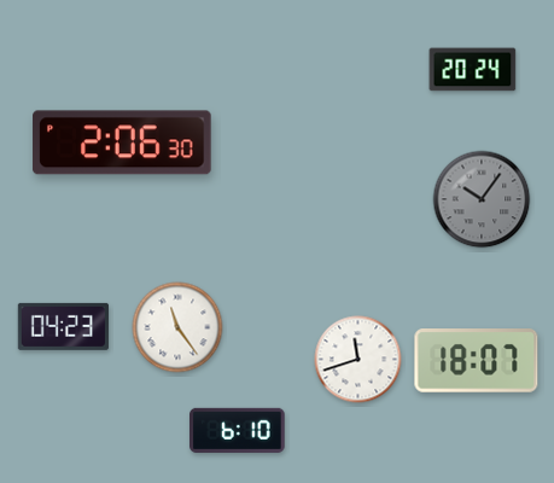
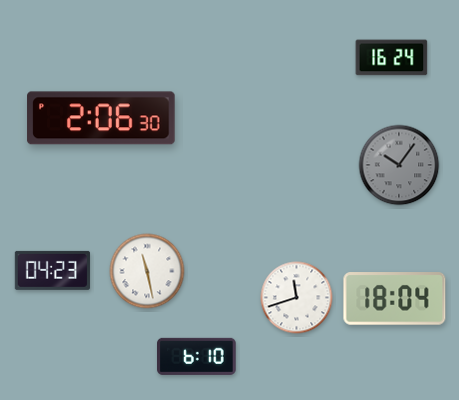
clock at (473, 70): 20:24 -> 16:24
clock at (177, 327): 11:24 -> 11:28
clock at (477, 361): 18:07 -> 18:04
